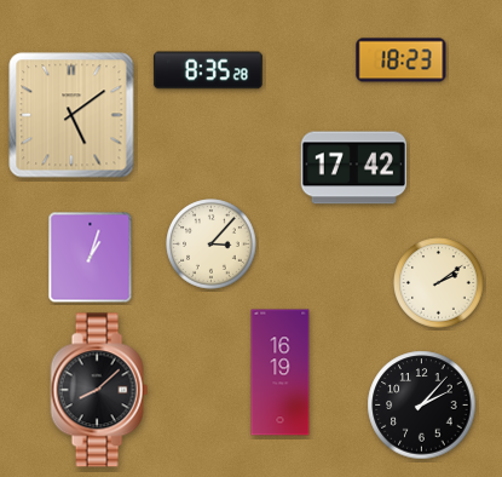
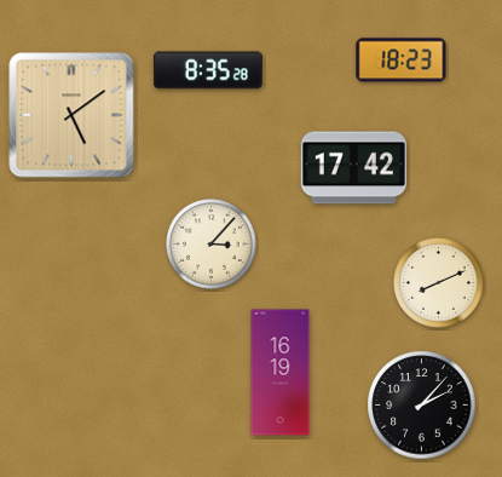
clock at (91, 258): 1:03 -> none
clock at (439, 283): 2:09 -> 8:11
clock at (99, 390): 8:08 -> none
